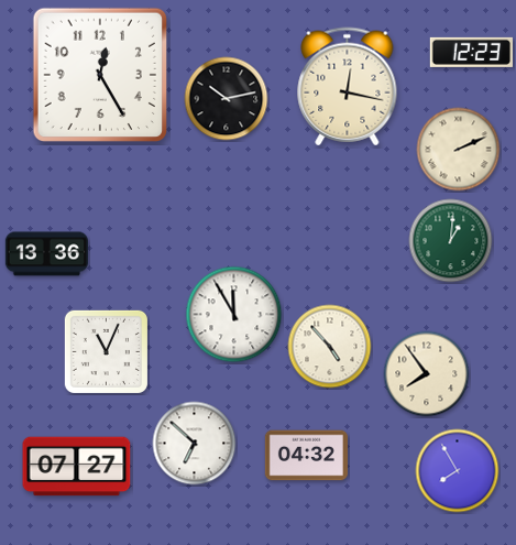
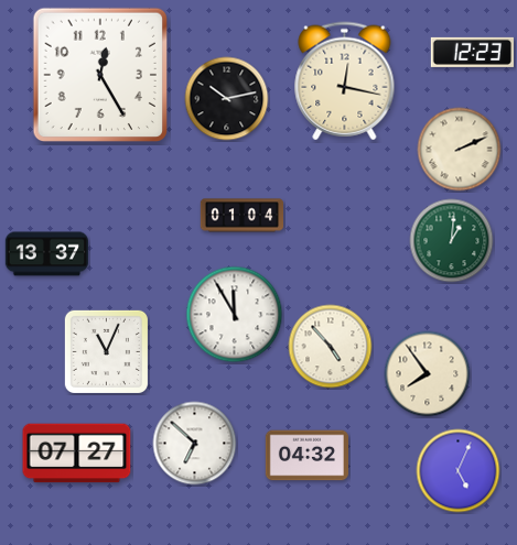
clock at (348, 87) position: (348, 87) -> (345, 81)
clock at (241, 216): none -> 01:04
clock at (46, 254): 13:36 -> 13:37
clock at (77, 467) position: (77, 467) -> (77, 454)
clock at (458, 471): 7:55 -> 5:04
